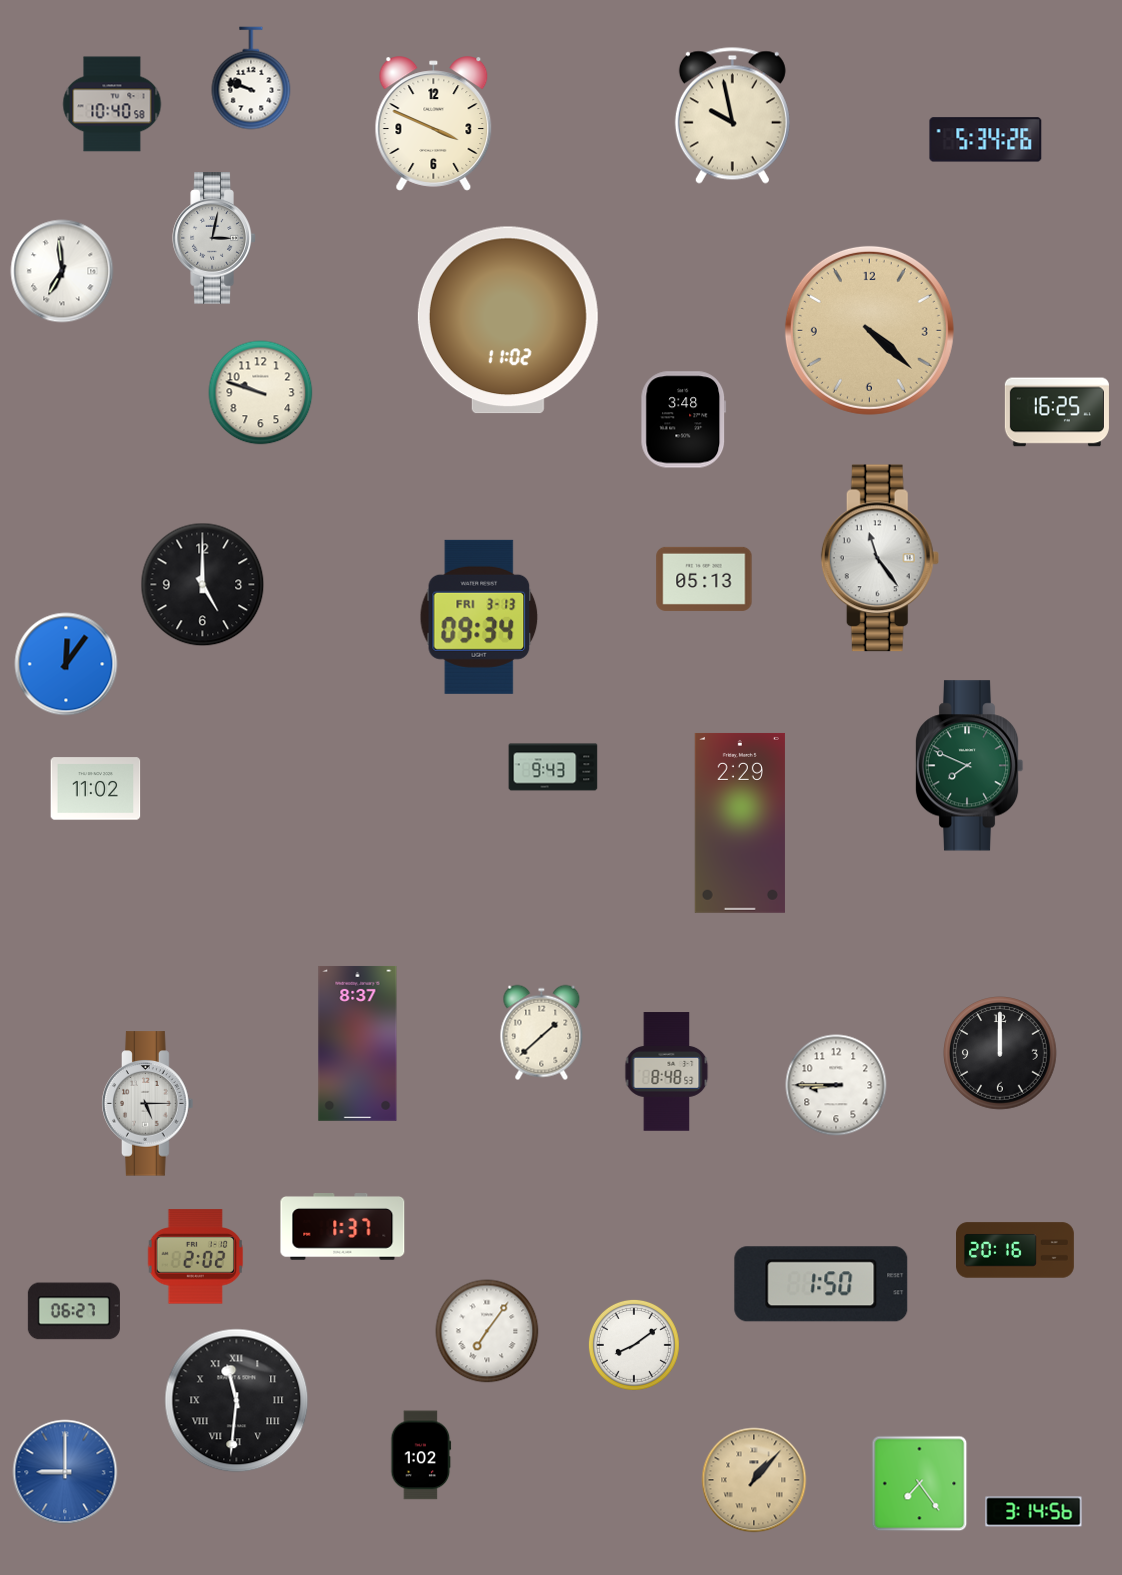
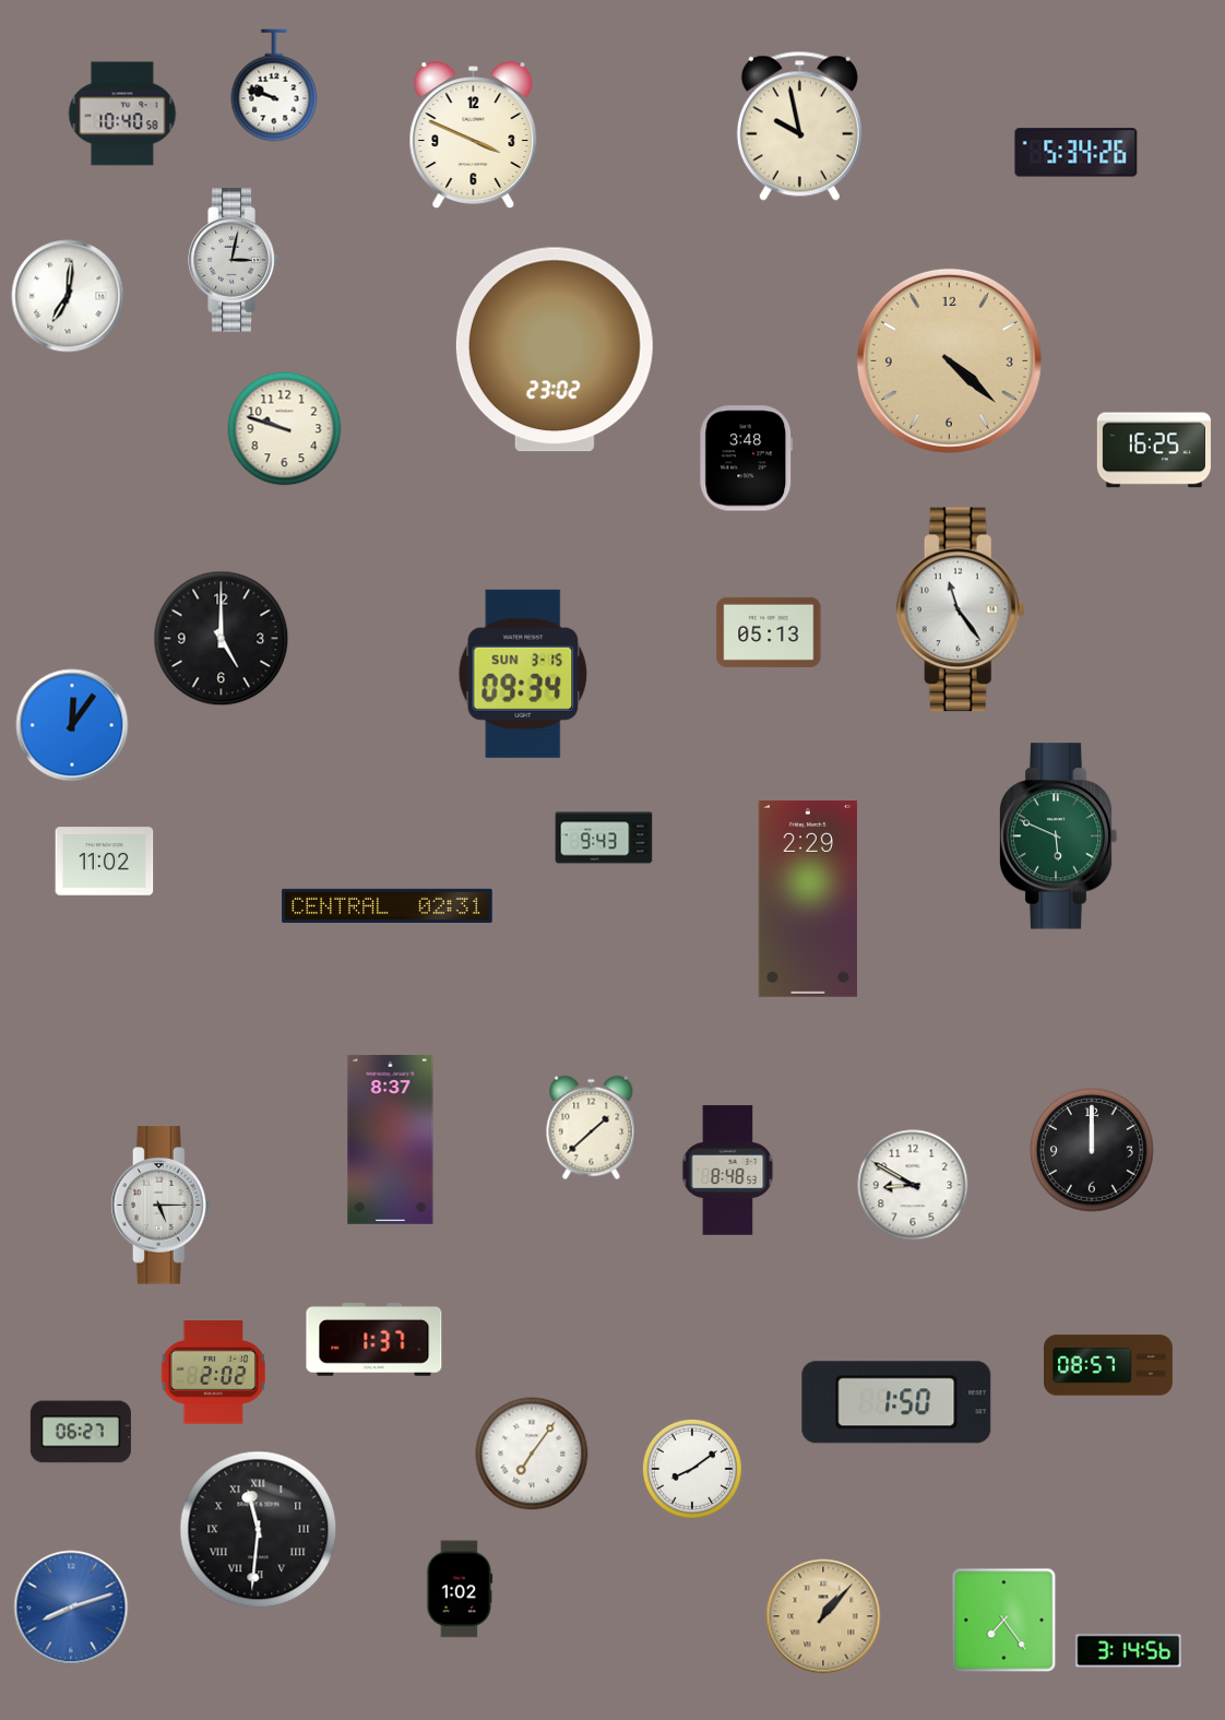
clock at (62, 271): 6:59 -> 7:01
clock at (508, 320): 11:02 -> 23:02
clock at (479, 617) date: FRI 3-13 -> SUN 3-15
clock at (969, 766): 7:49 -> 5:49
clock at (388, 905): none -> 02:31
clock at (836, 1085): 8:45 -> 8:50
clock at (1016, 1250): 20:16 -> 08:57
clock at (65, 1472): 9:00 -> 8:12
